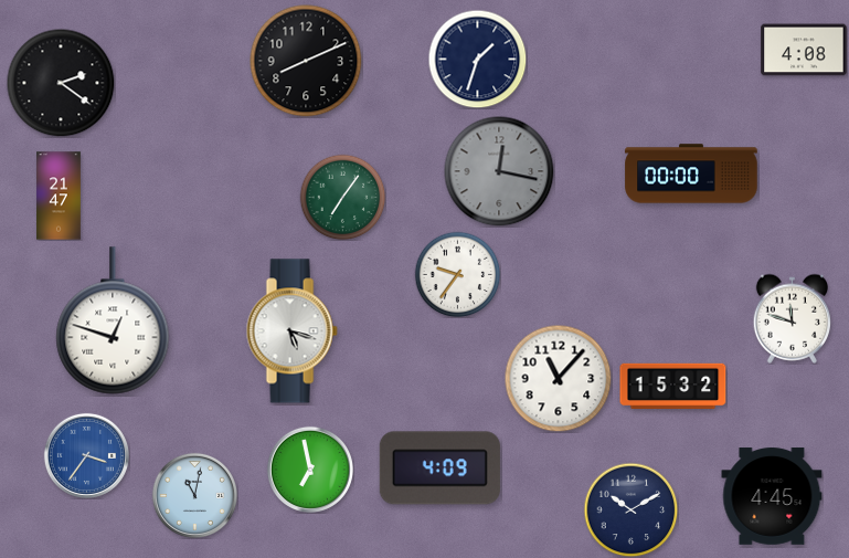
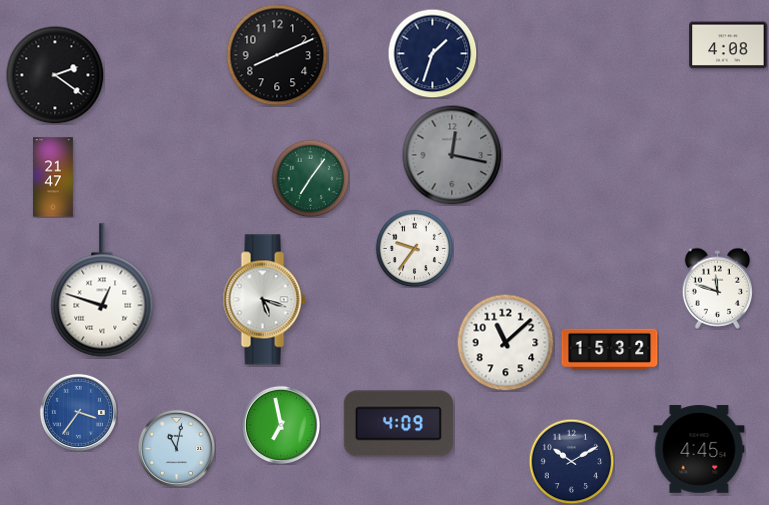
clock at (691, 173): 00:00 -> none
clock at (558, 378): 11:07 -> 11:08
